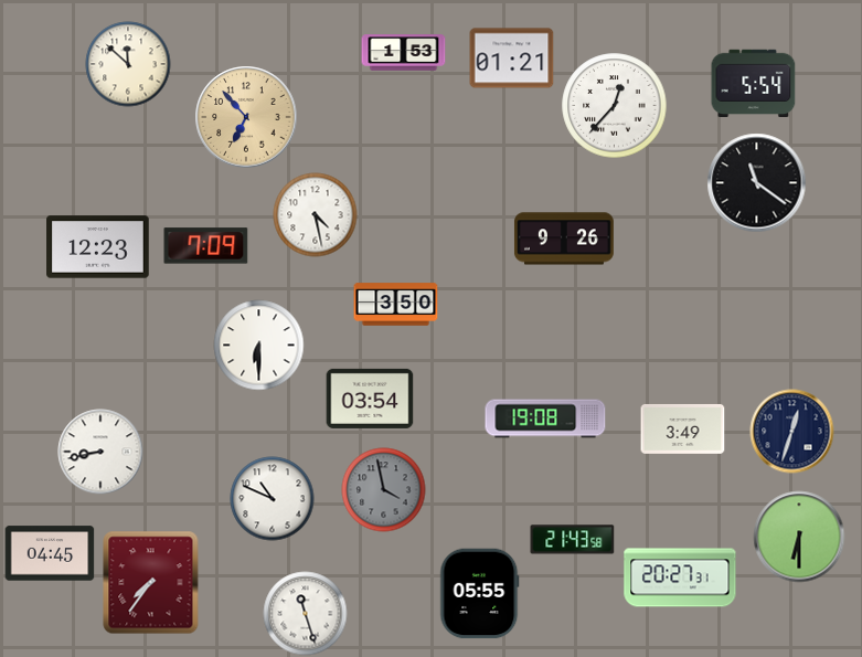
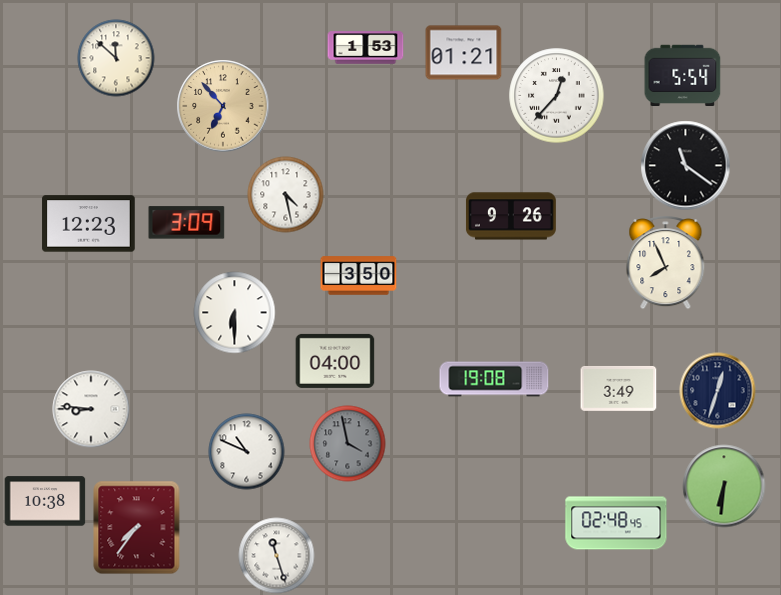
clock at (206, 246): 7:09 -> 3:09
clock at (666, 263): none -> 7:56
clock at (370, 399): 03:54 -> 04:00
clock at (100, 452): 8:43 -> 8:46
clock at (799, 537): 6:30 -> 6:31
clock at (573, 540): 21:43 -> none
clock at (50, 553): 04:45 -> 10:38
clock at (680, 577): 20:27 -> 02:48
clock at (480, 594): 05:55 -> none
